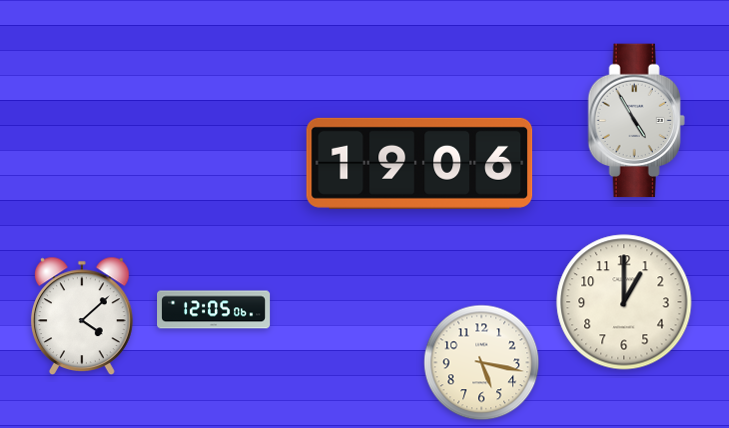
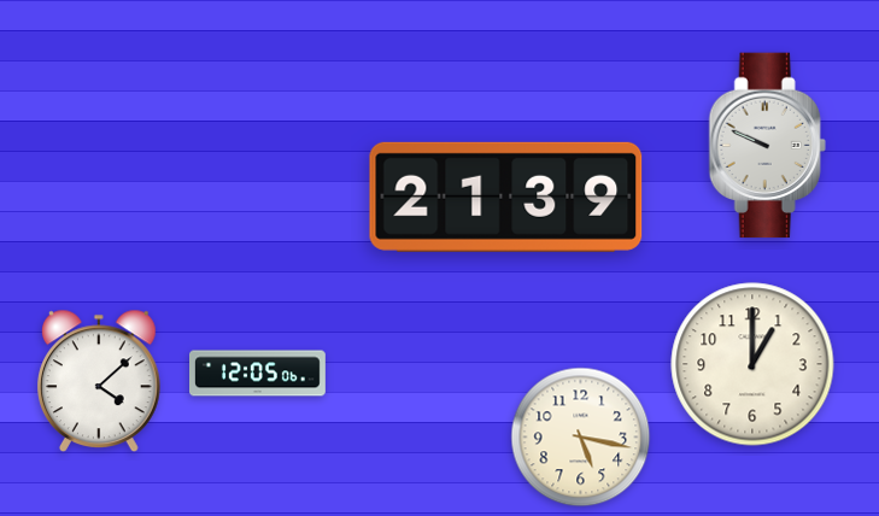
clock at (636, 121): 4:55 -> 9:49
clock at (420, 163): 19:06 -> 21:39
